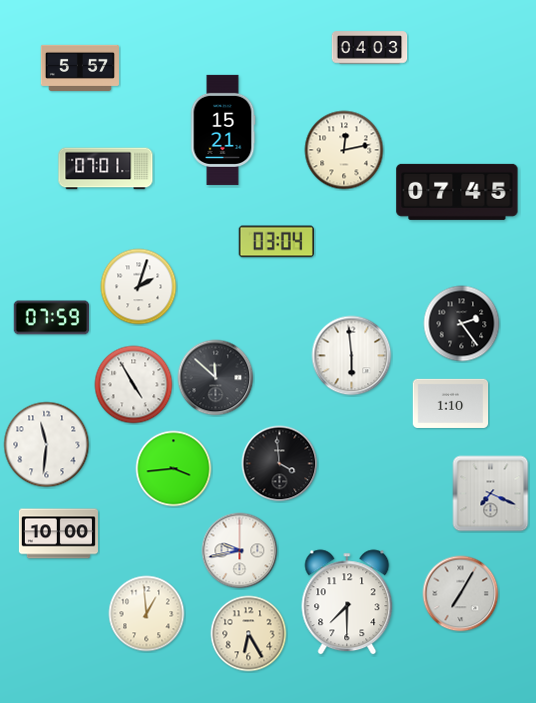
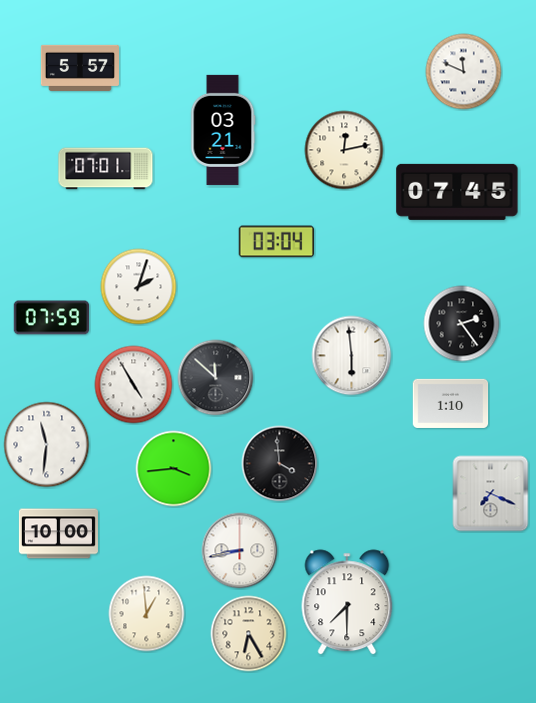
clock at (370, 48): 04:03 -> none
clock at (464, 72): none -> 11:49
clock at (223, 130): 15:21 -> 03:21
clock at (240, 551): 9:43 -> 8:43
clock at (461, 594): 7:05 -> none
